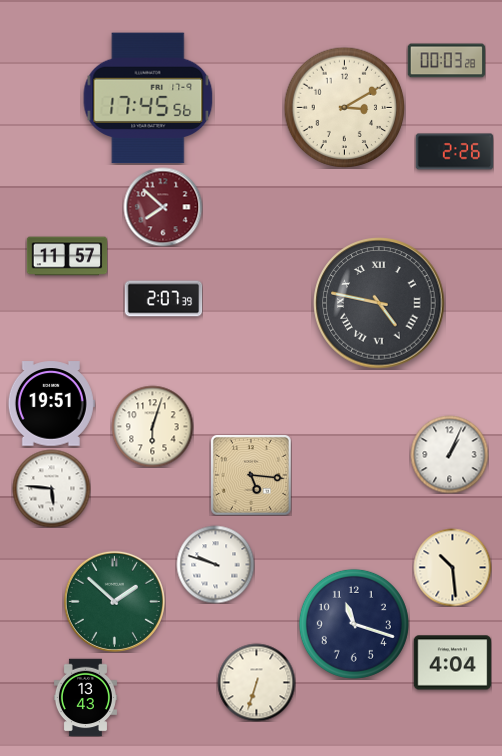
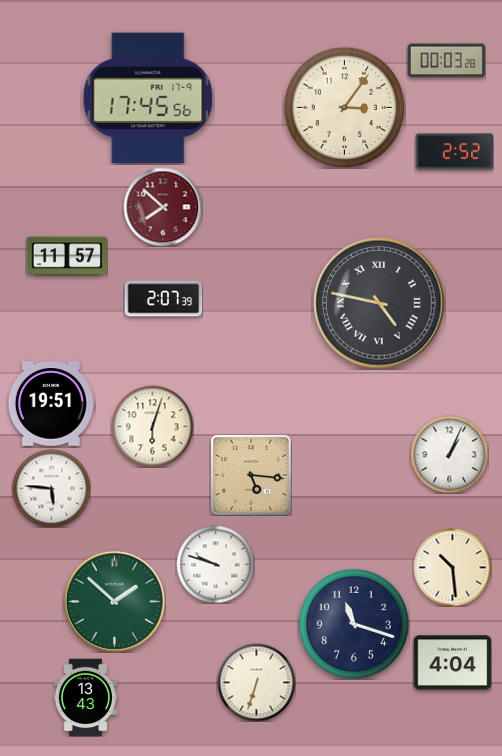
clock at (344, 107): 3:10 -> 3:06
clock at (454, 152): 2:26 -> 2:52
